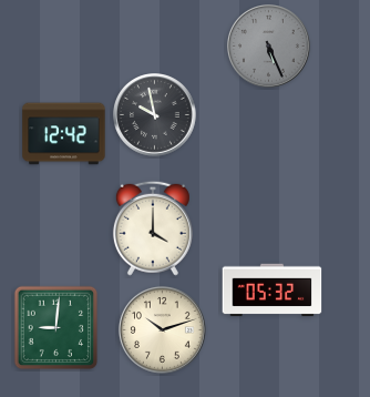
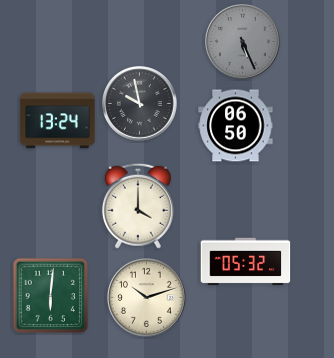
clock at (64, 134): 12:42 -> 13:24
clock at (236, 126): none -> 06:50
clock at (56, 328): 9:01 -> 6:01
